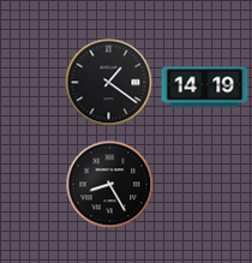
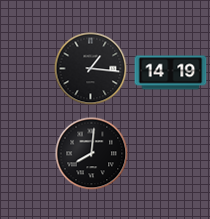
clock at (109, 83): 1:21 -> 1:16
clock at (110, 185): 8:25 -> 8:01
